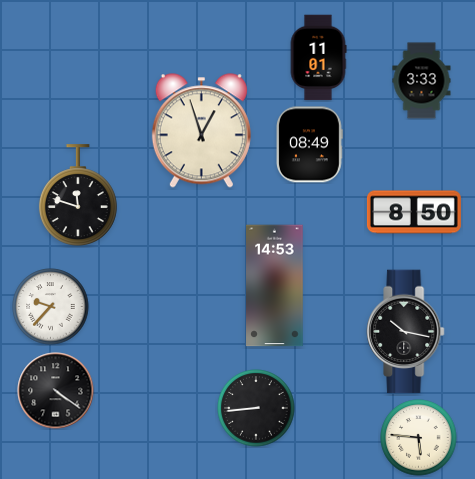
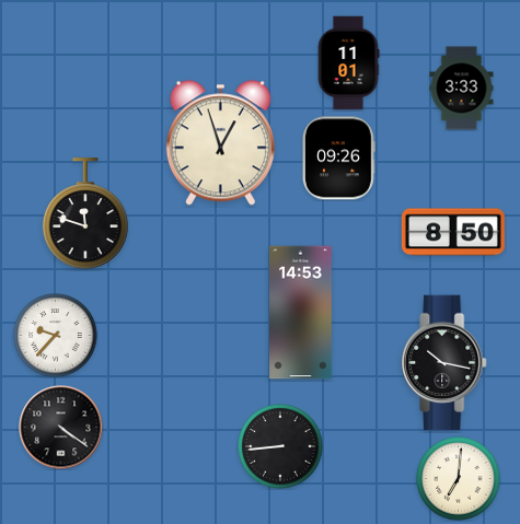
clock at (309, 145): 08:49 -> 09:26
clock at (419, 438): 5:46 -> 7:01
